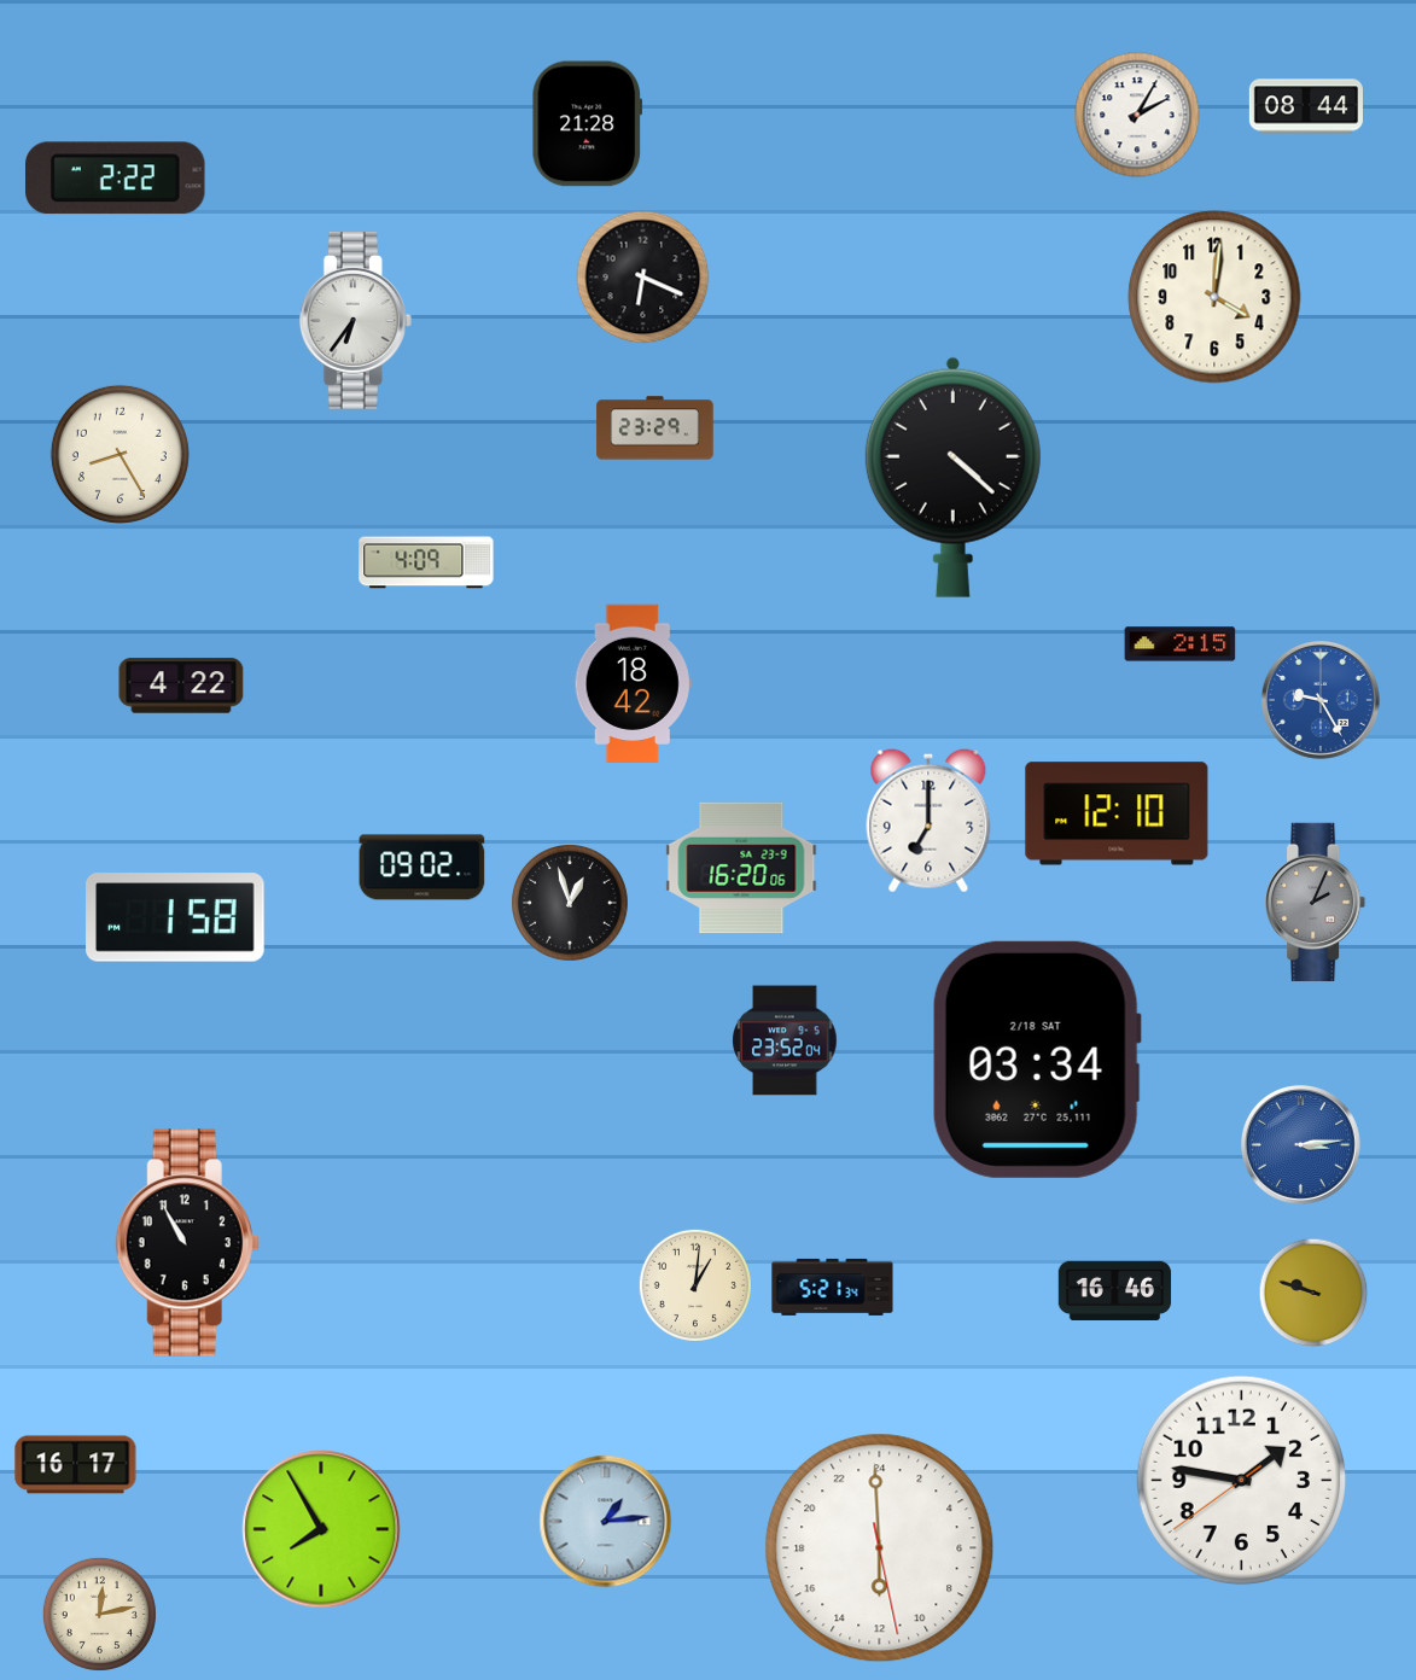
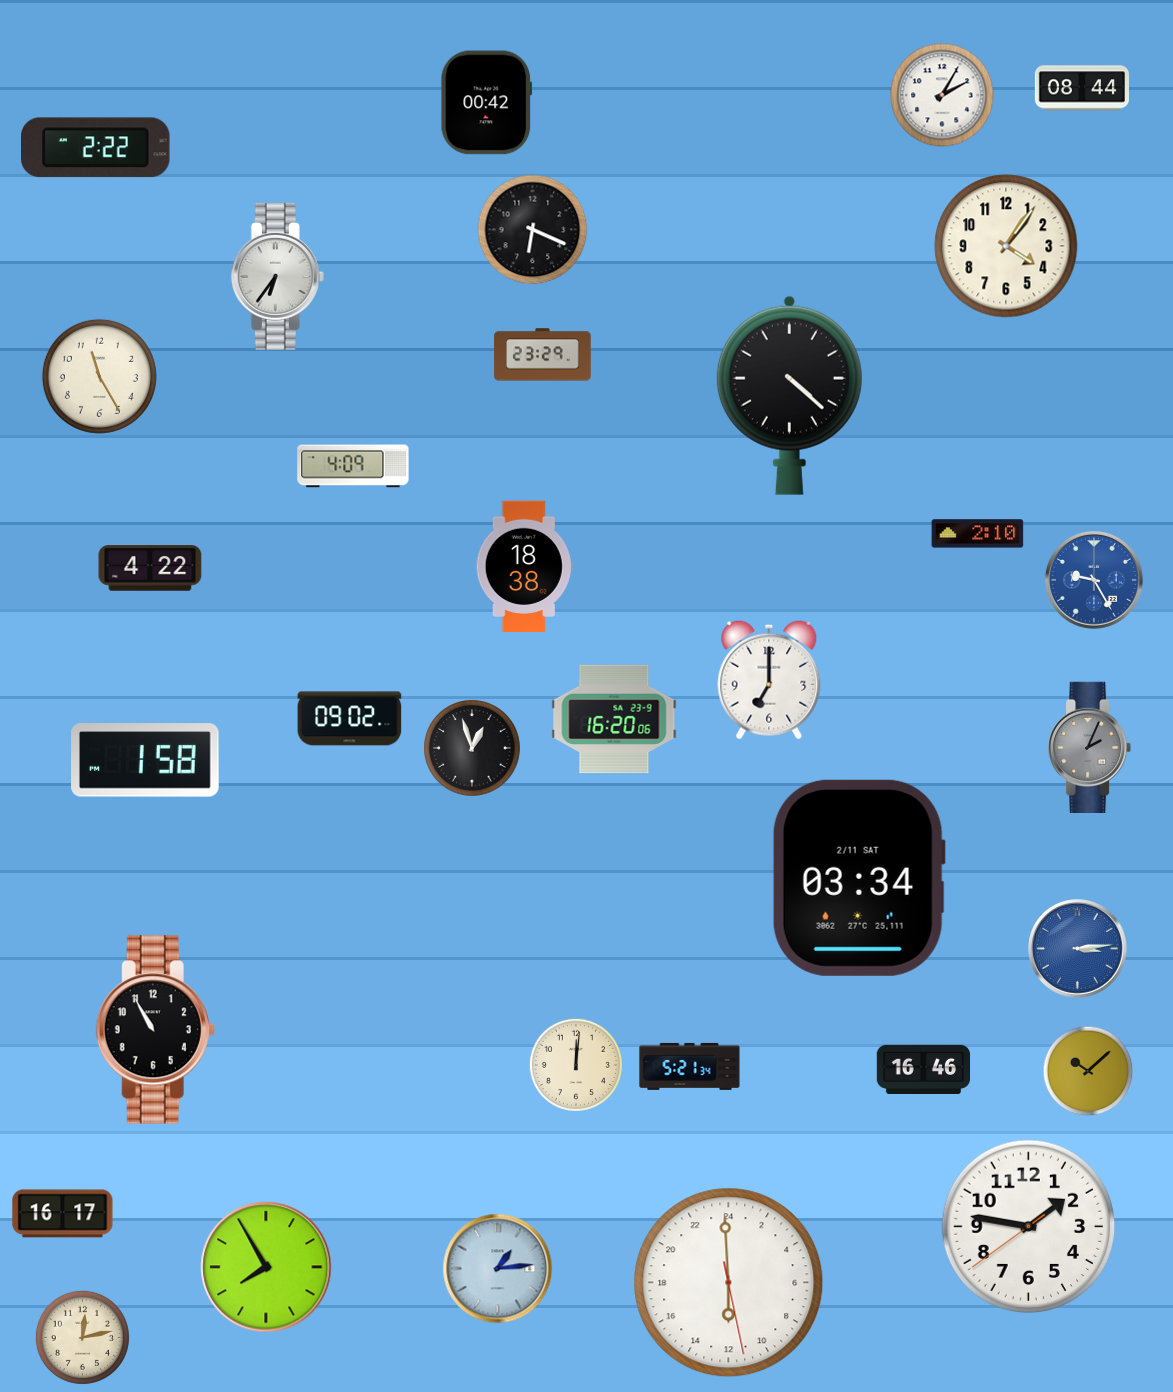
clock at (588, 124): 21:28 -> 00:42
clock at (1214, 297): 4:01 -> 4:06
clock at (355, 320) position: (355, 320) -> (277, 276)
clock at (120, 454): 8:25 -> 11:25
clock at (1181, 644): 2:15 -> 2:10
clock at (633, 683): 18:42 -> 18:38
clock at (1117, 813): 12:10 -> none
clock at (785, 1040): 23:52 -> none
clock at (1037, 1060) date: 2/18 SAT -> 2/11 SAT
clock at (695, 1285): 1:01 -> 12:01
clock at (1313, 1293): 9:48 -> 10:08
clock at (606, 1522) position: (606, 1522) -> (498, 1269)
